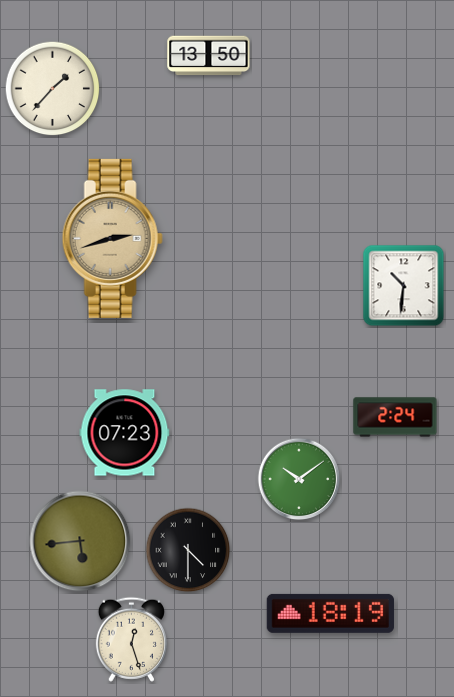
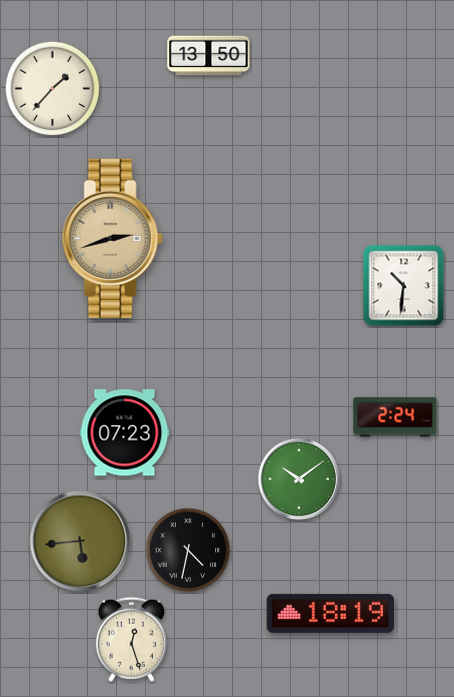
clock at (188, 550): 4:30 -> 4:32
